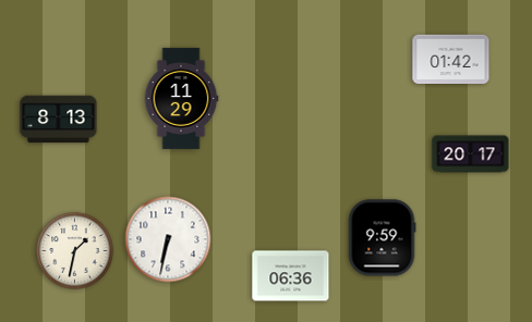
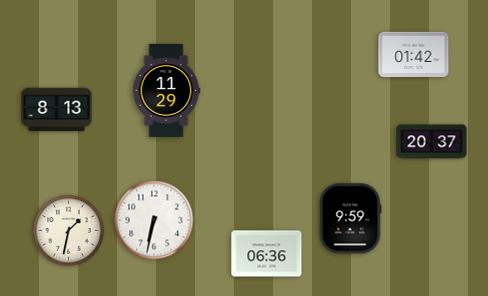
clock at (59, 120) position: (59, 120) -> (57, 110)
clock at (471, 154): 20:17 -> 20:37
